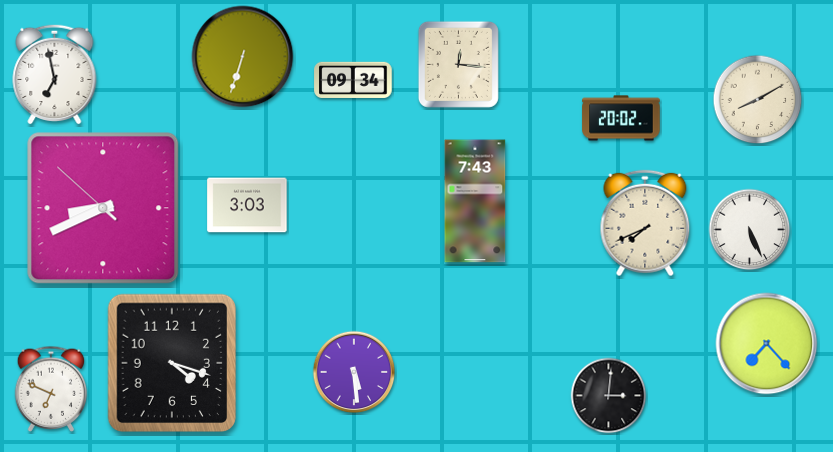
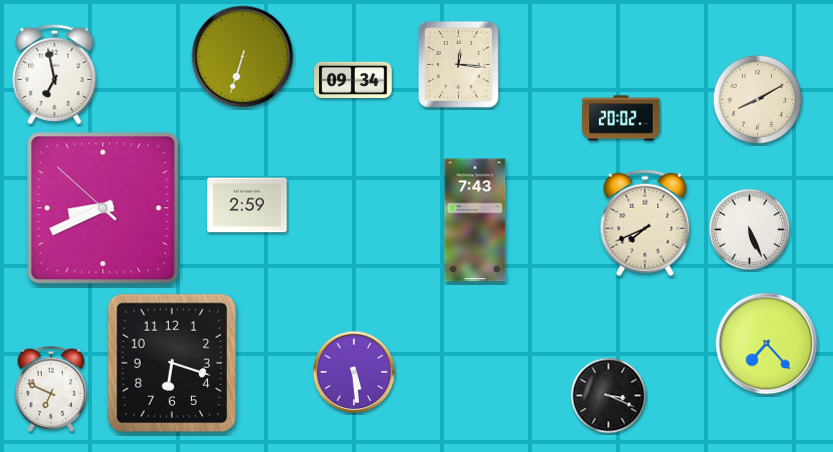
clock at (475, 201) position: (475, 201) -> (475, 220)
clock at (247, 205): 3:03 -> 2:59
clock at (172, 363): 4:18 -> 6:18
clock at (609, 396): 3:01 -> 3:19
